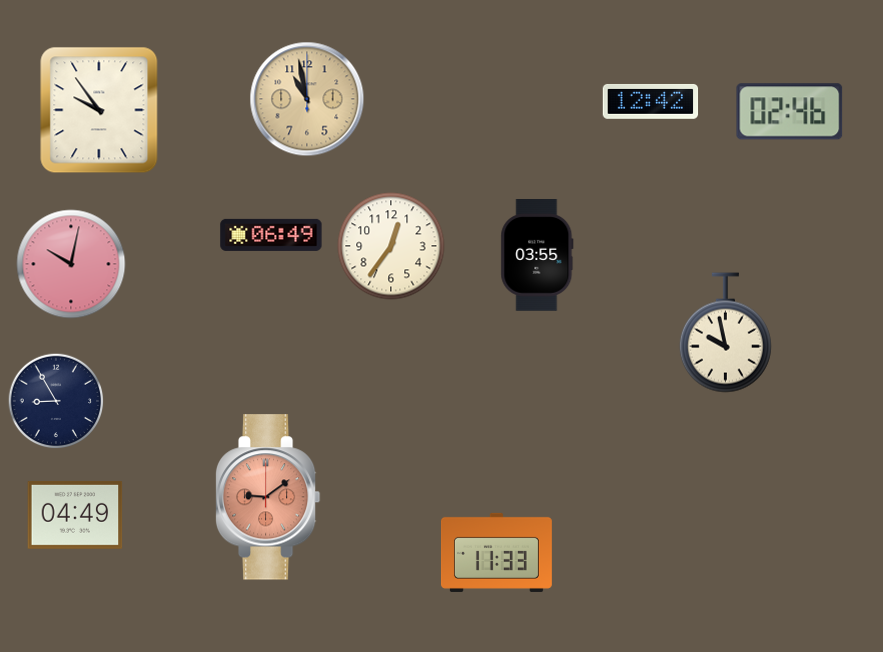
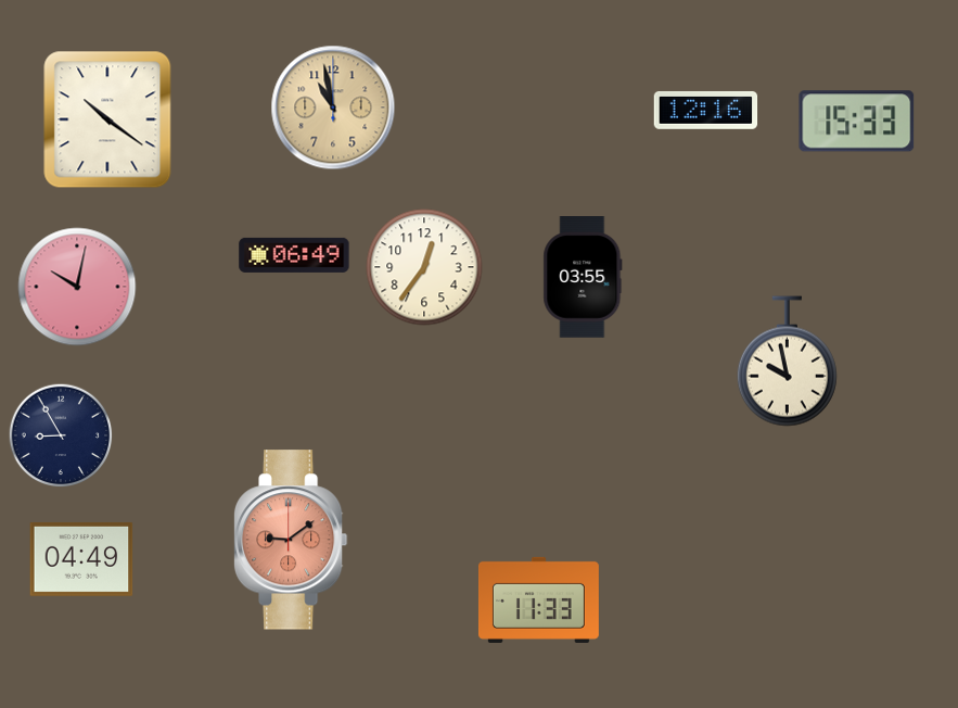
clock at (651, 101): 12:42 -> 12:16
clock at (99, 110): 9:54 -> 10:21
clock at (790, 112): 02:46 -> 15:33
